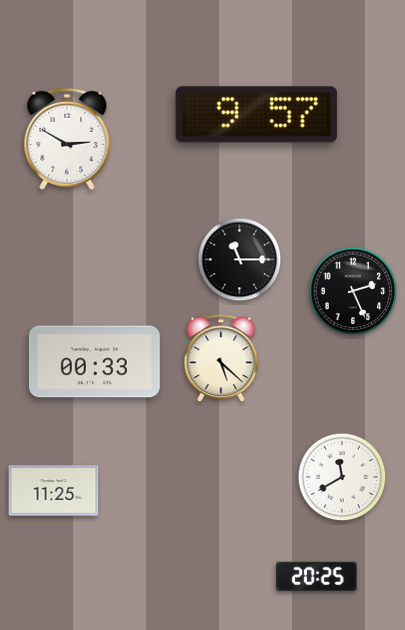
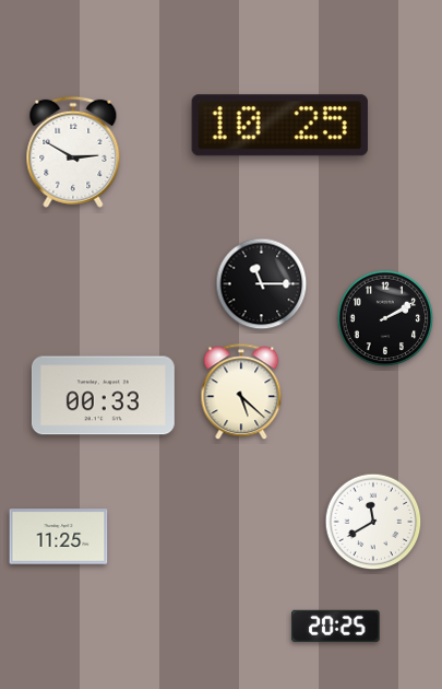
clock at (256, 115): 9:57 -> 10:25
clock at (353, 291): 2:26 -> 2:10
clock at (317, 576) position: (317, 576) -> (336, 626)
